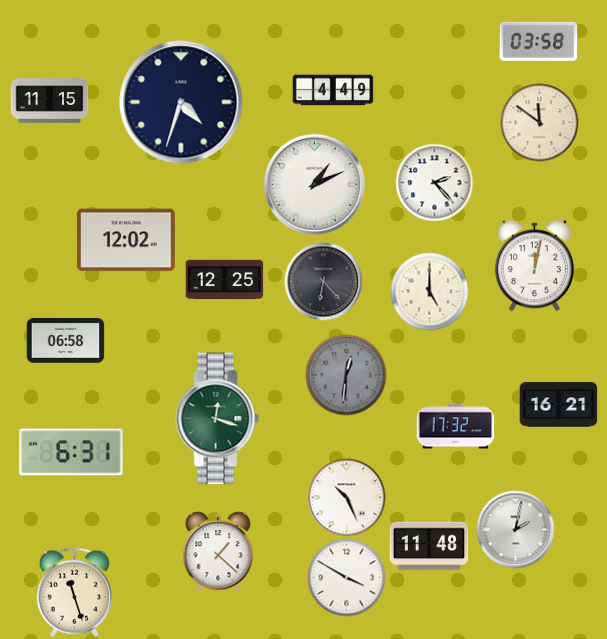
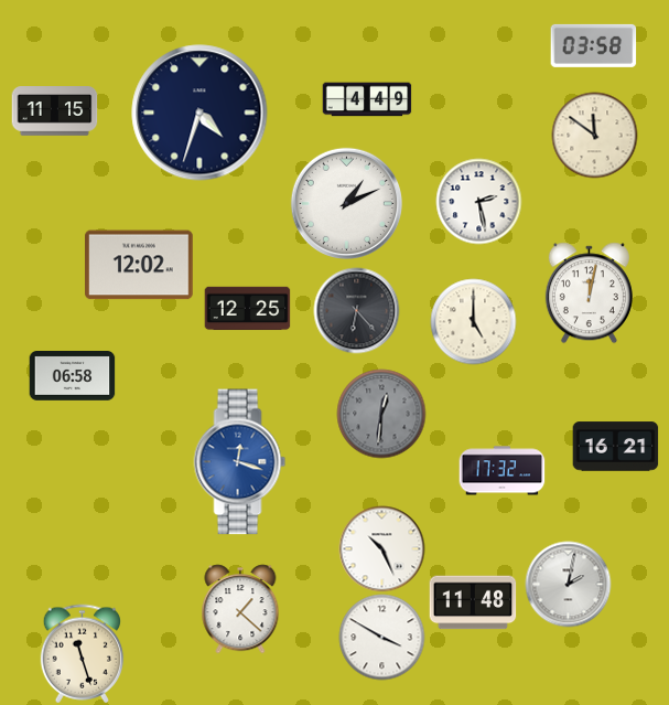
clock at (434, 182): 2:23 -> 2:28
clock at (218, 419) dial: green -> blue
clock at (71, 452): 6:31 -> none
